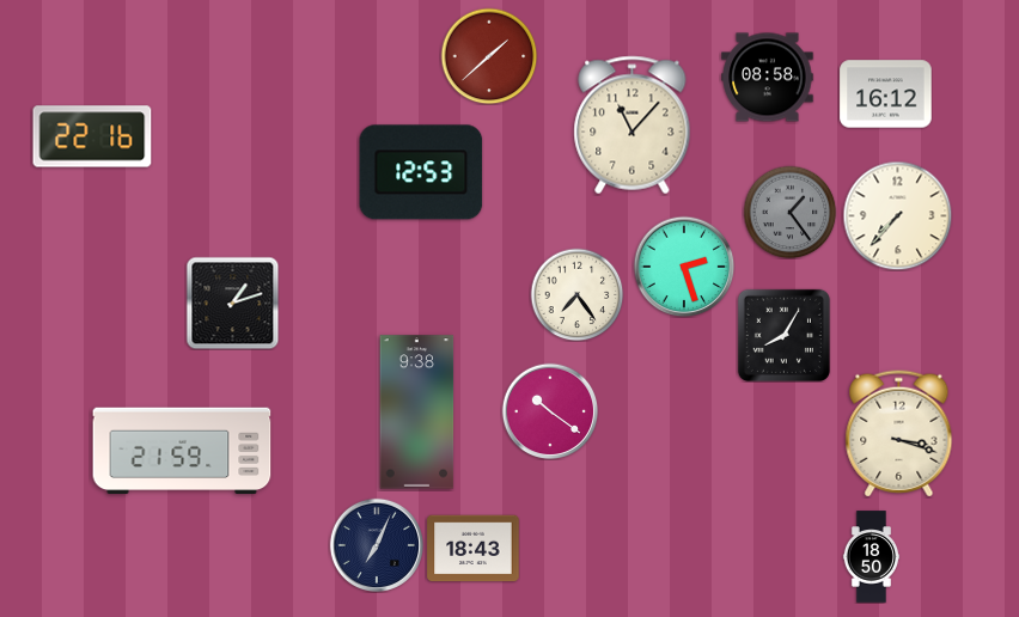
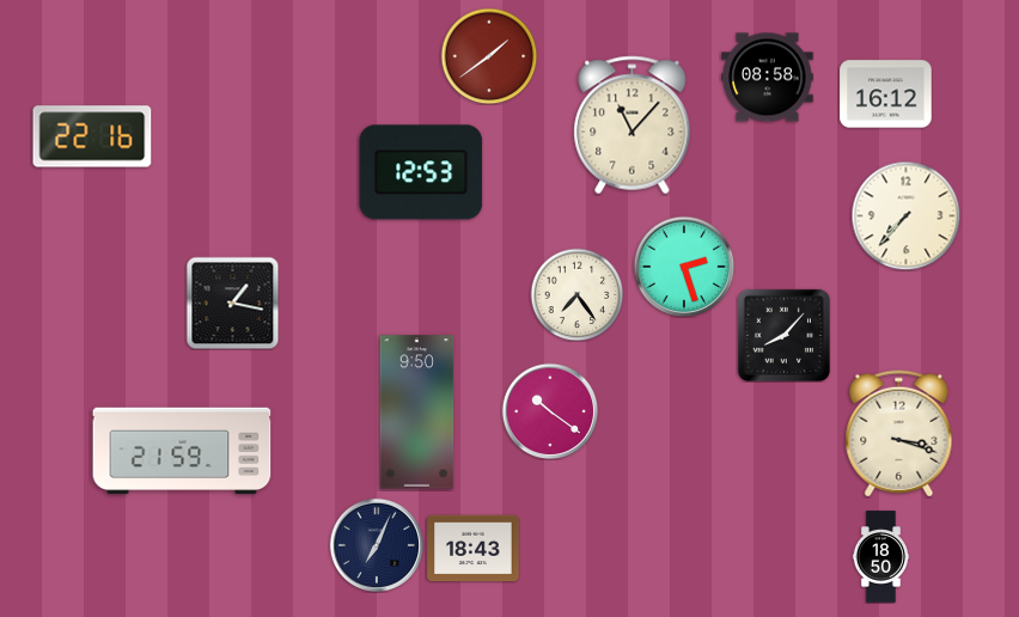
clock at (489, 56): 1:38 -> 1:39
clock at (789, 212): 1:24 -> none
clock at (897, 215) position: (897, 215) -> (905, 215)
clock at (232, 303): 1:12 -> 1:17
clock at (783, 335): 8:05 -> 8:07
clock at (417, 413): 9:38 -> 9:50
clock at (871, 557) position: (871, 557) -> (880, 557)
